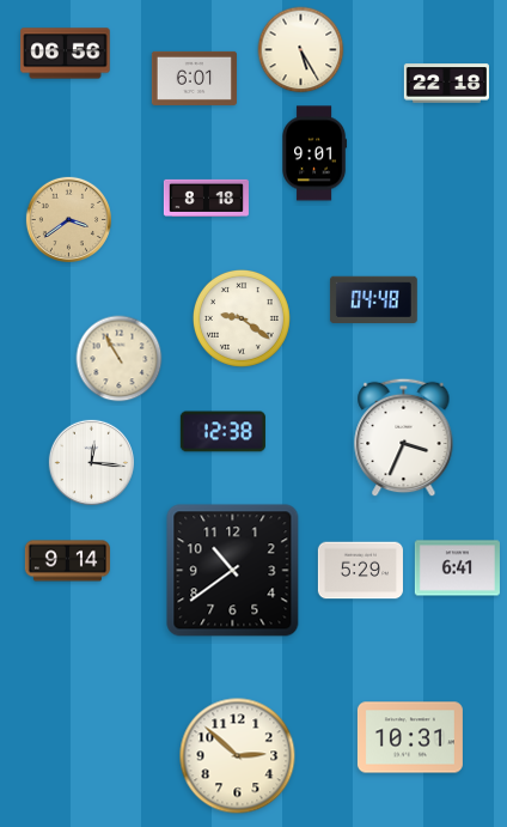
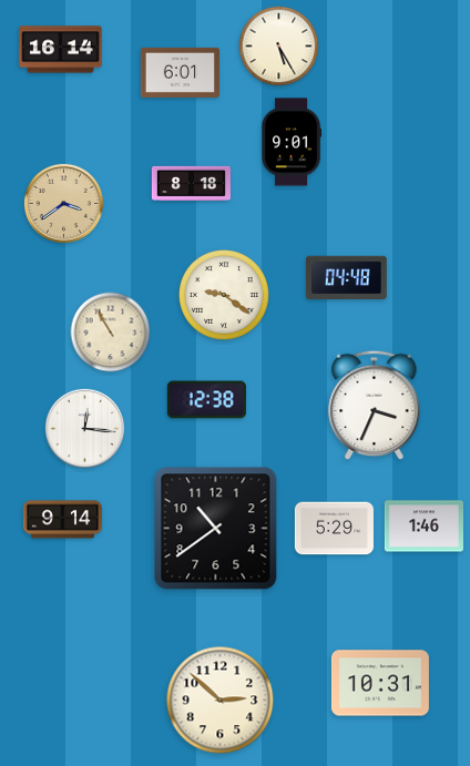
clock at (66, 54): 06:56 -> 16:14
clock at (446, 84): 22:18 -> none
clock at (457, 568): 6:41 -> 1:46
